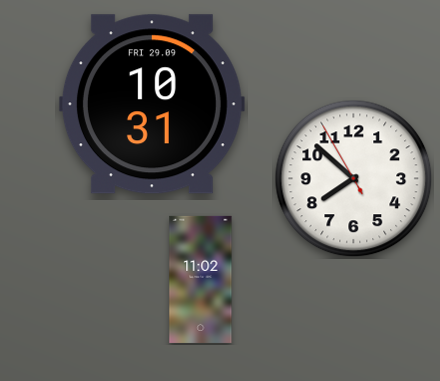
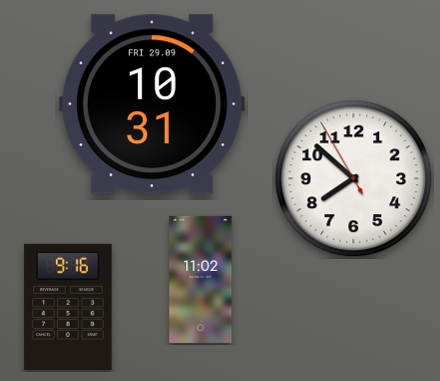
clock at (68, 307): none -> 9:16
